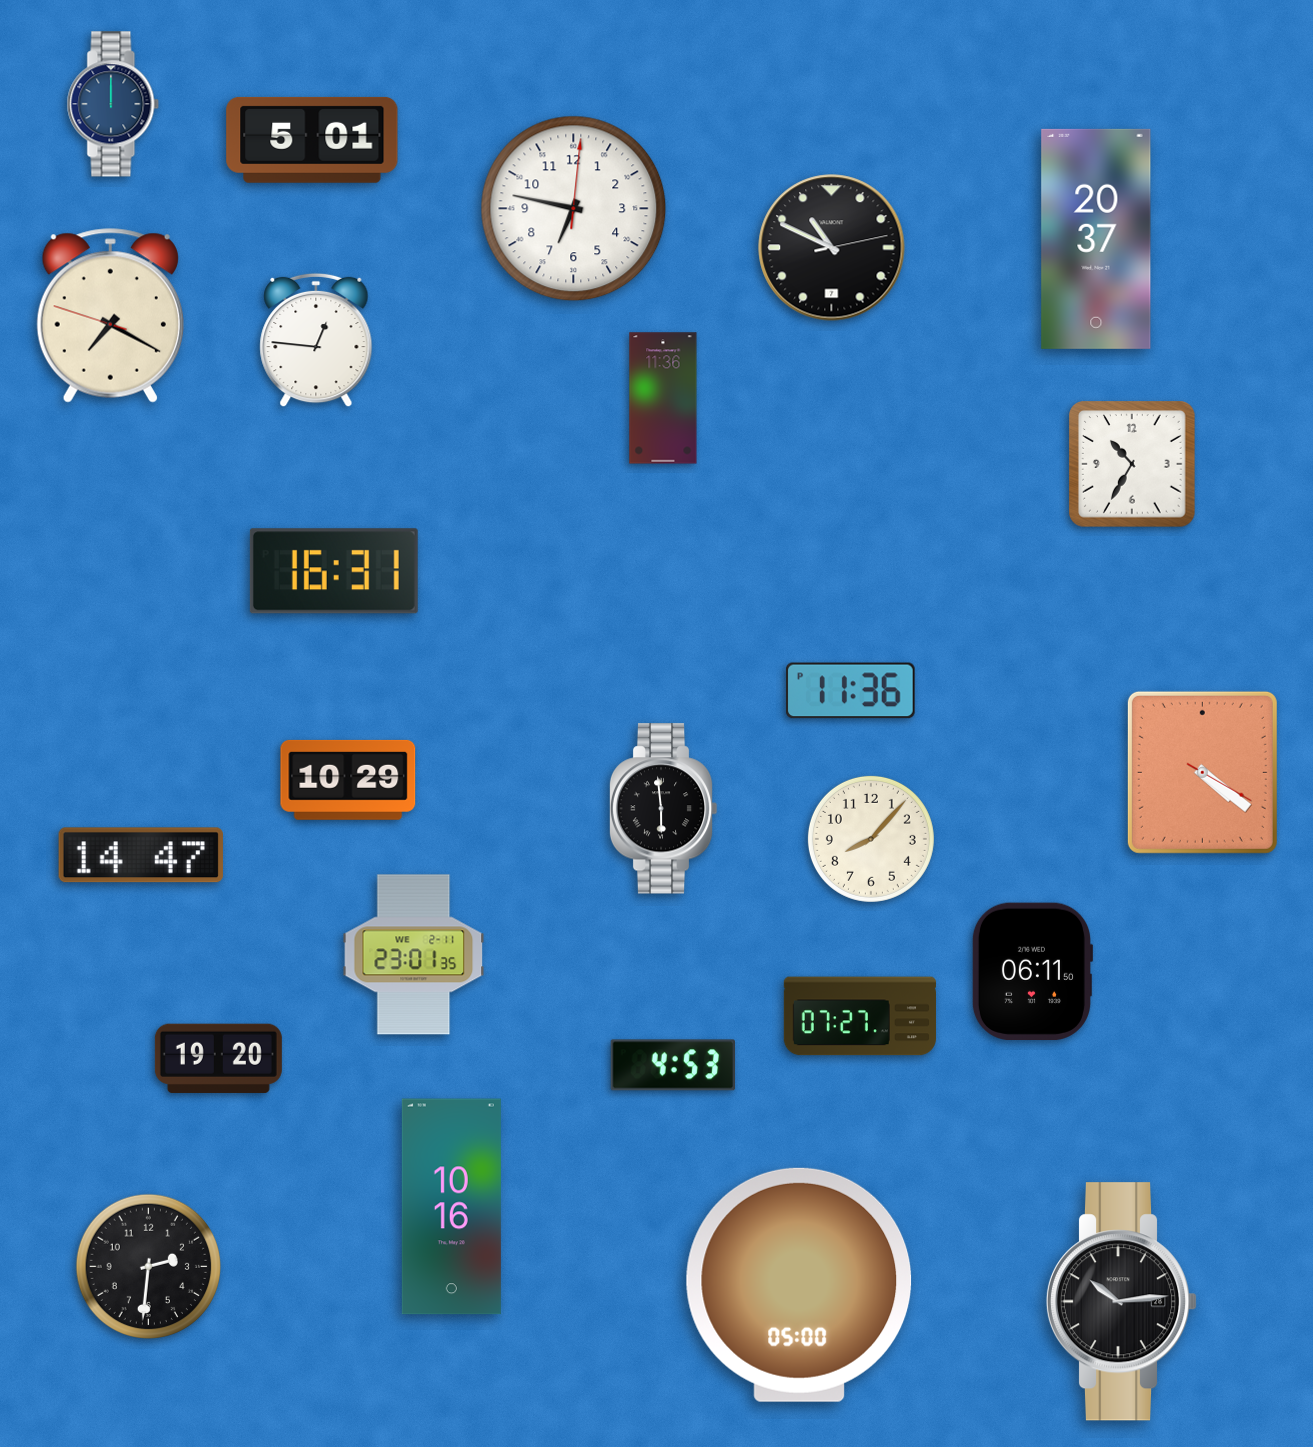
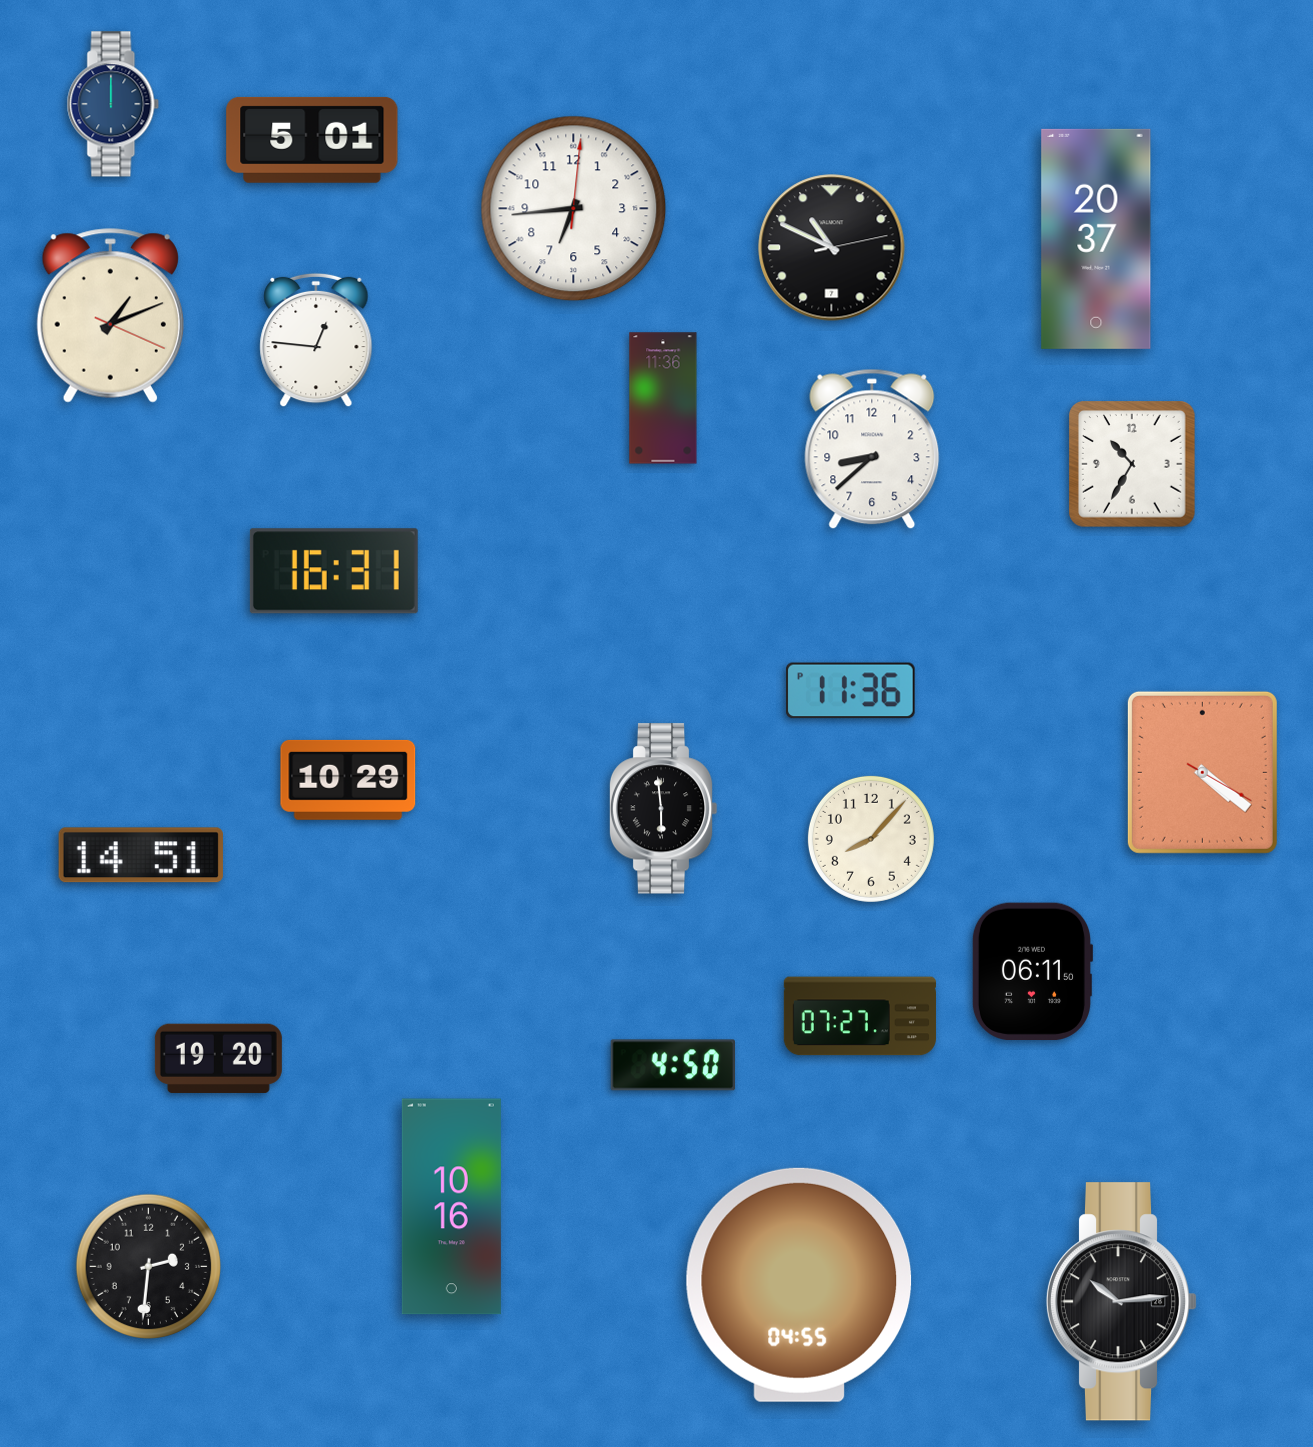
clock at (574, 209): 6:47 -> 6:44
clock at (110, 316): 7:19 -> 1:11
clock at (872, 449): none -> 8:38
clock at (141, 855): 14:47 -> 14:51
clock at (414, 955): 23:01 -> none
clock at (672, 1065): 4:53 -> 4:50
clock at (799, 1285): 05:00 -> 04:55
